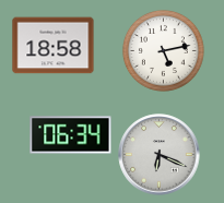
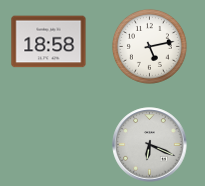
clock at (71, 135): 06:34 -> none
clock at (160, 155) position: (160, 155) -> (150, 145)
